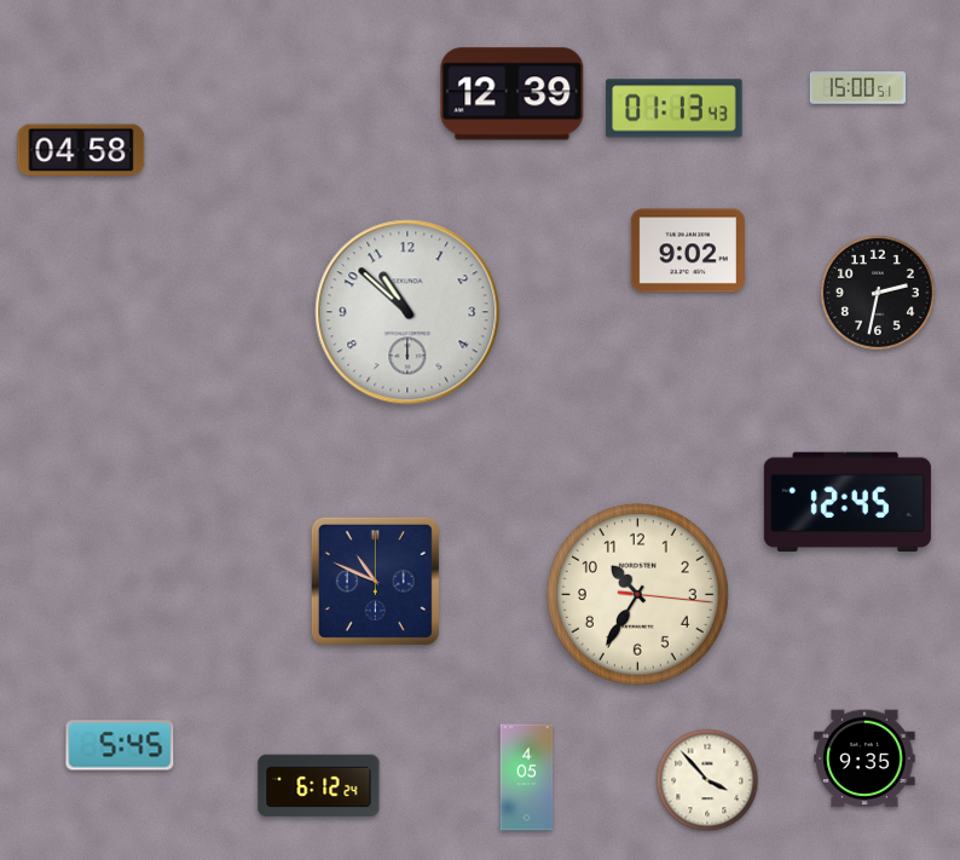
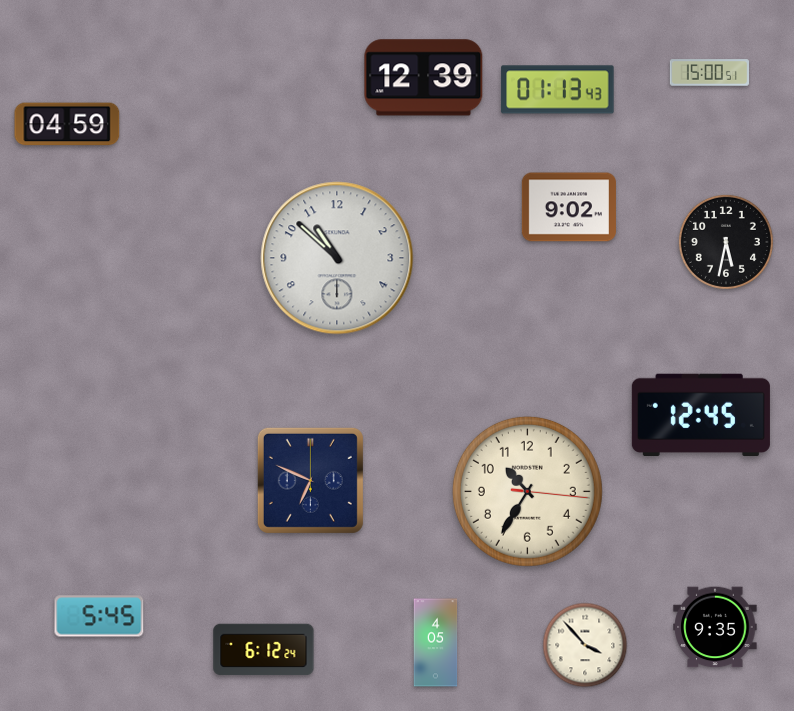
clock at (81, 150): 04:58 -> 04:59
clock at (878, 293): 2:32 -> 5:32
clock at (375, 581): 10:49 -> 6:49
